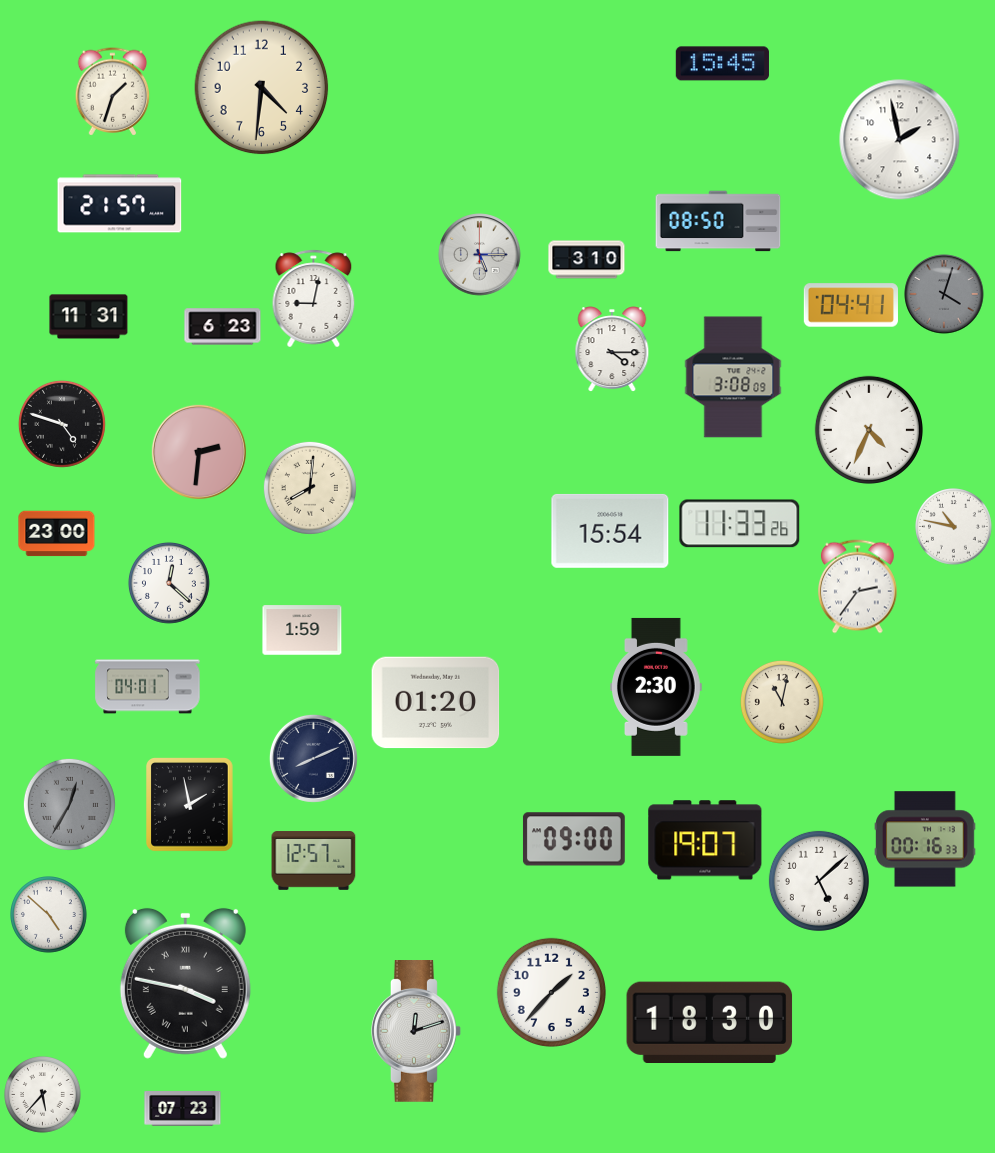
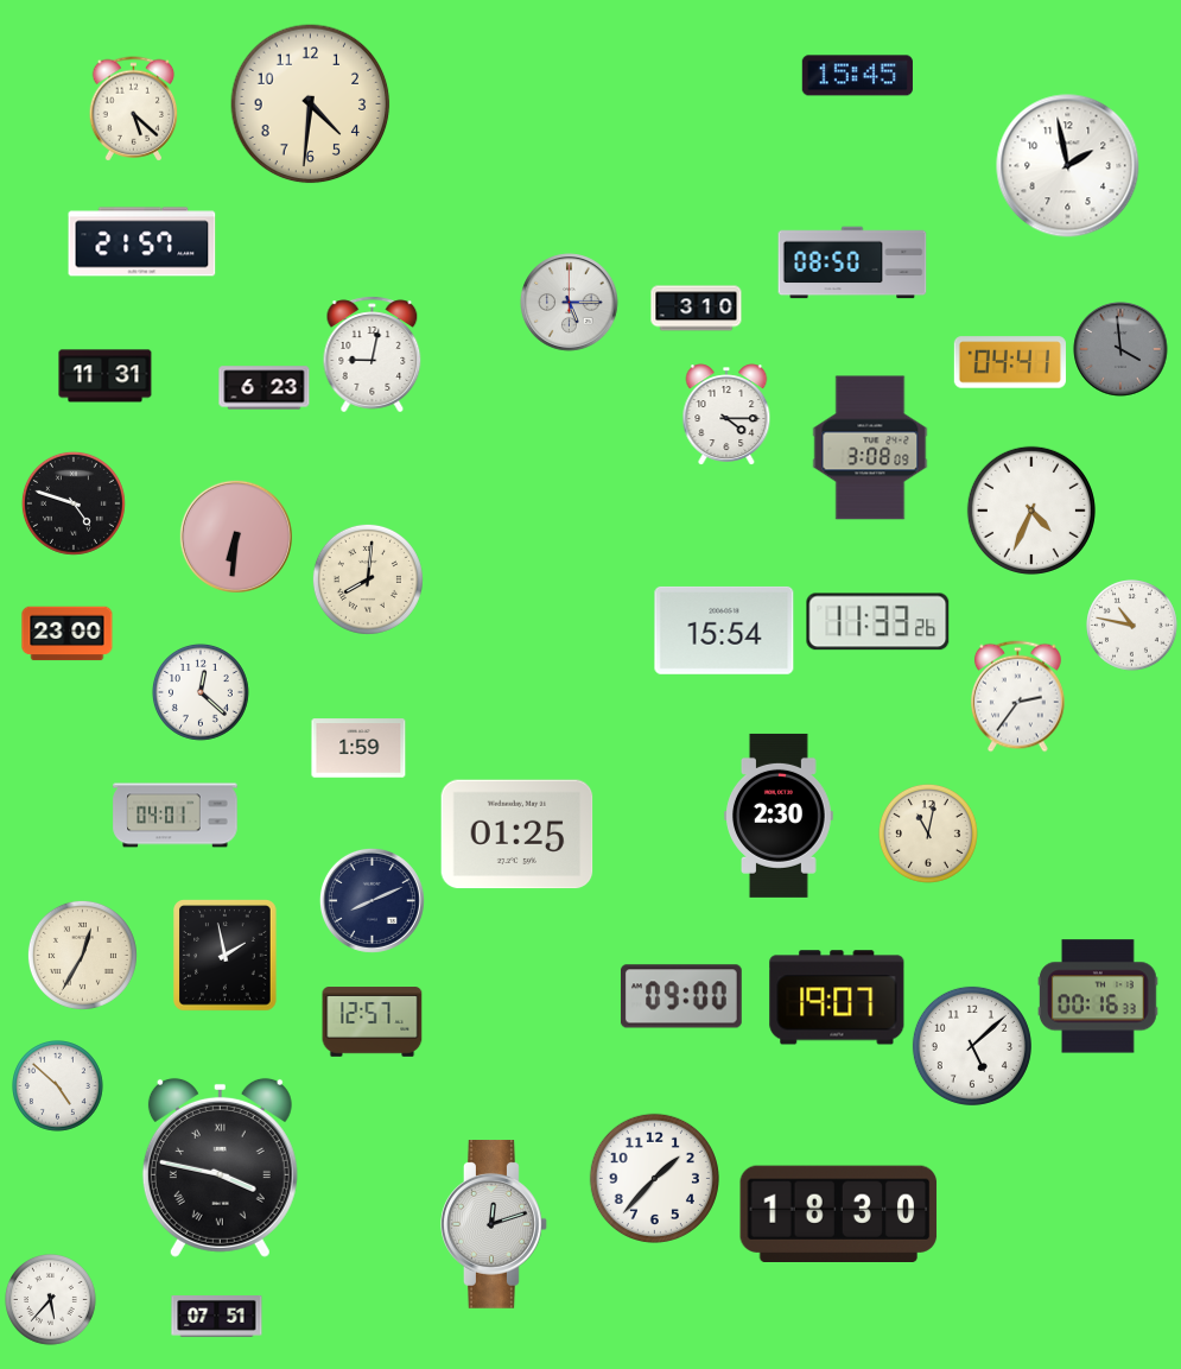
clock at (113, 92): 1:33 -> 5:22
clock at (944, 294): 4:03 -> 3:59
clock at (199, 452): 2:31 -> 6:31
clock at (436, 703): 01:20 -> 01:25
clock at (69, 804) dial: grey -> cream
clock at (710, 1022) position: (710, 1022) -> (839, 1213)
clock at (183, 1109): 07:23 -> 07:51
